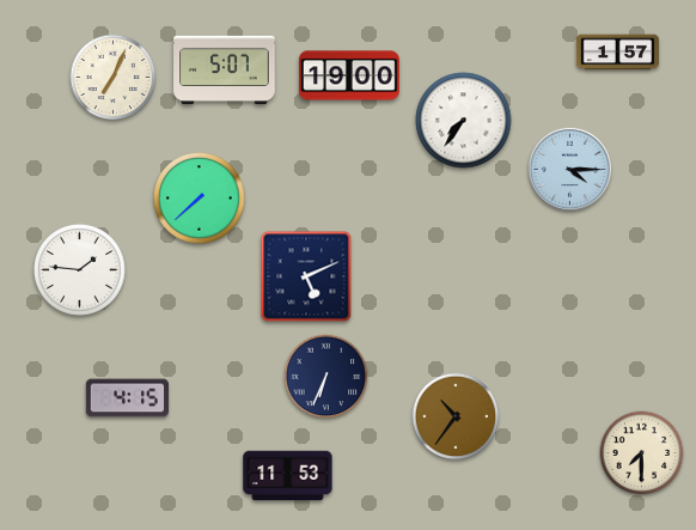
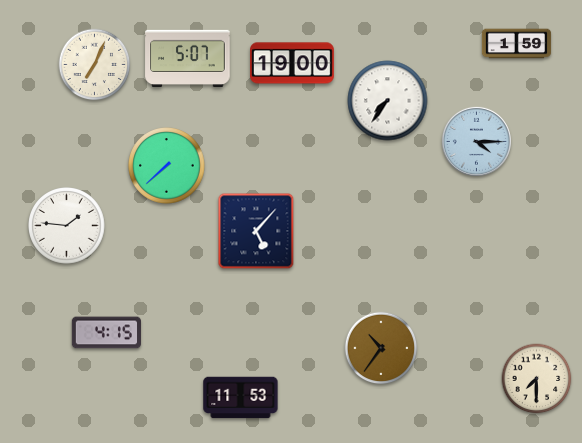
clock at (618, 53): 1:57 -> 1:59
clock at (306, 276): 5:11 -> 5:07
clock at (326, 377): 6:34 -> none
